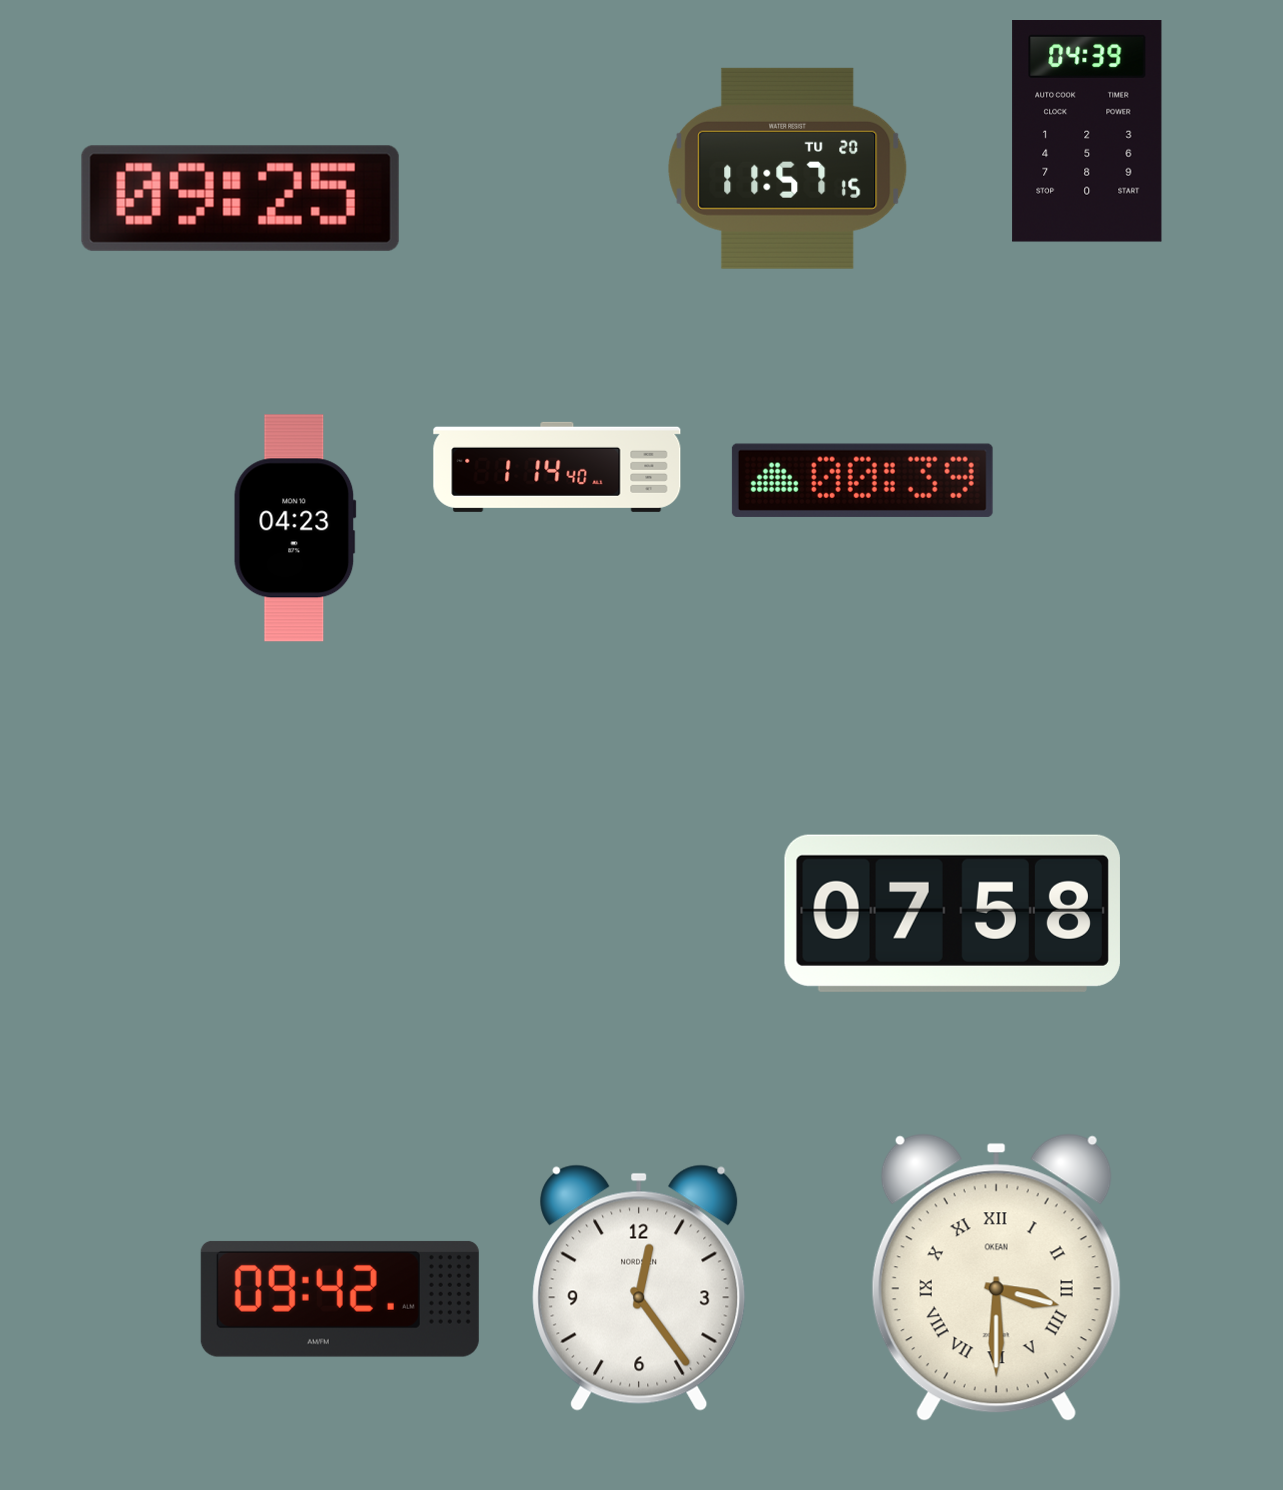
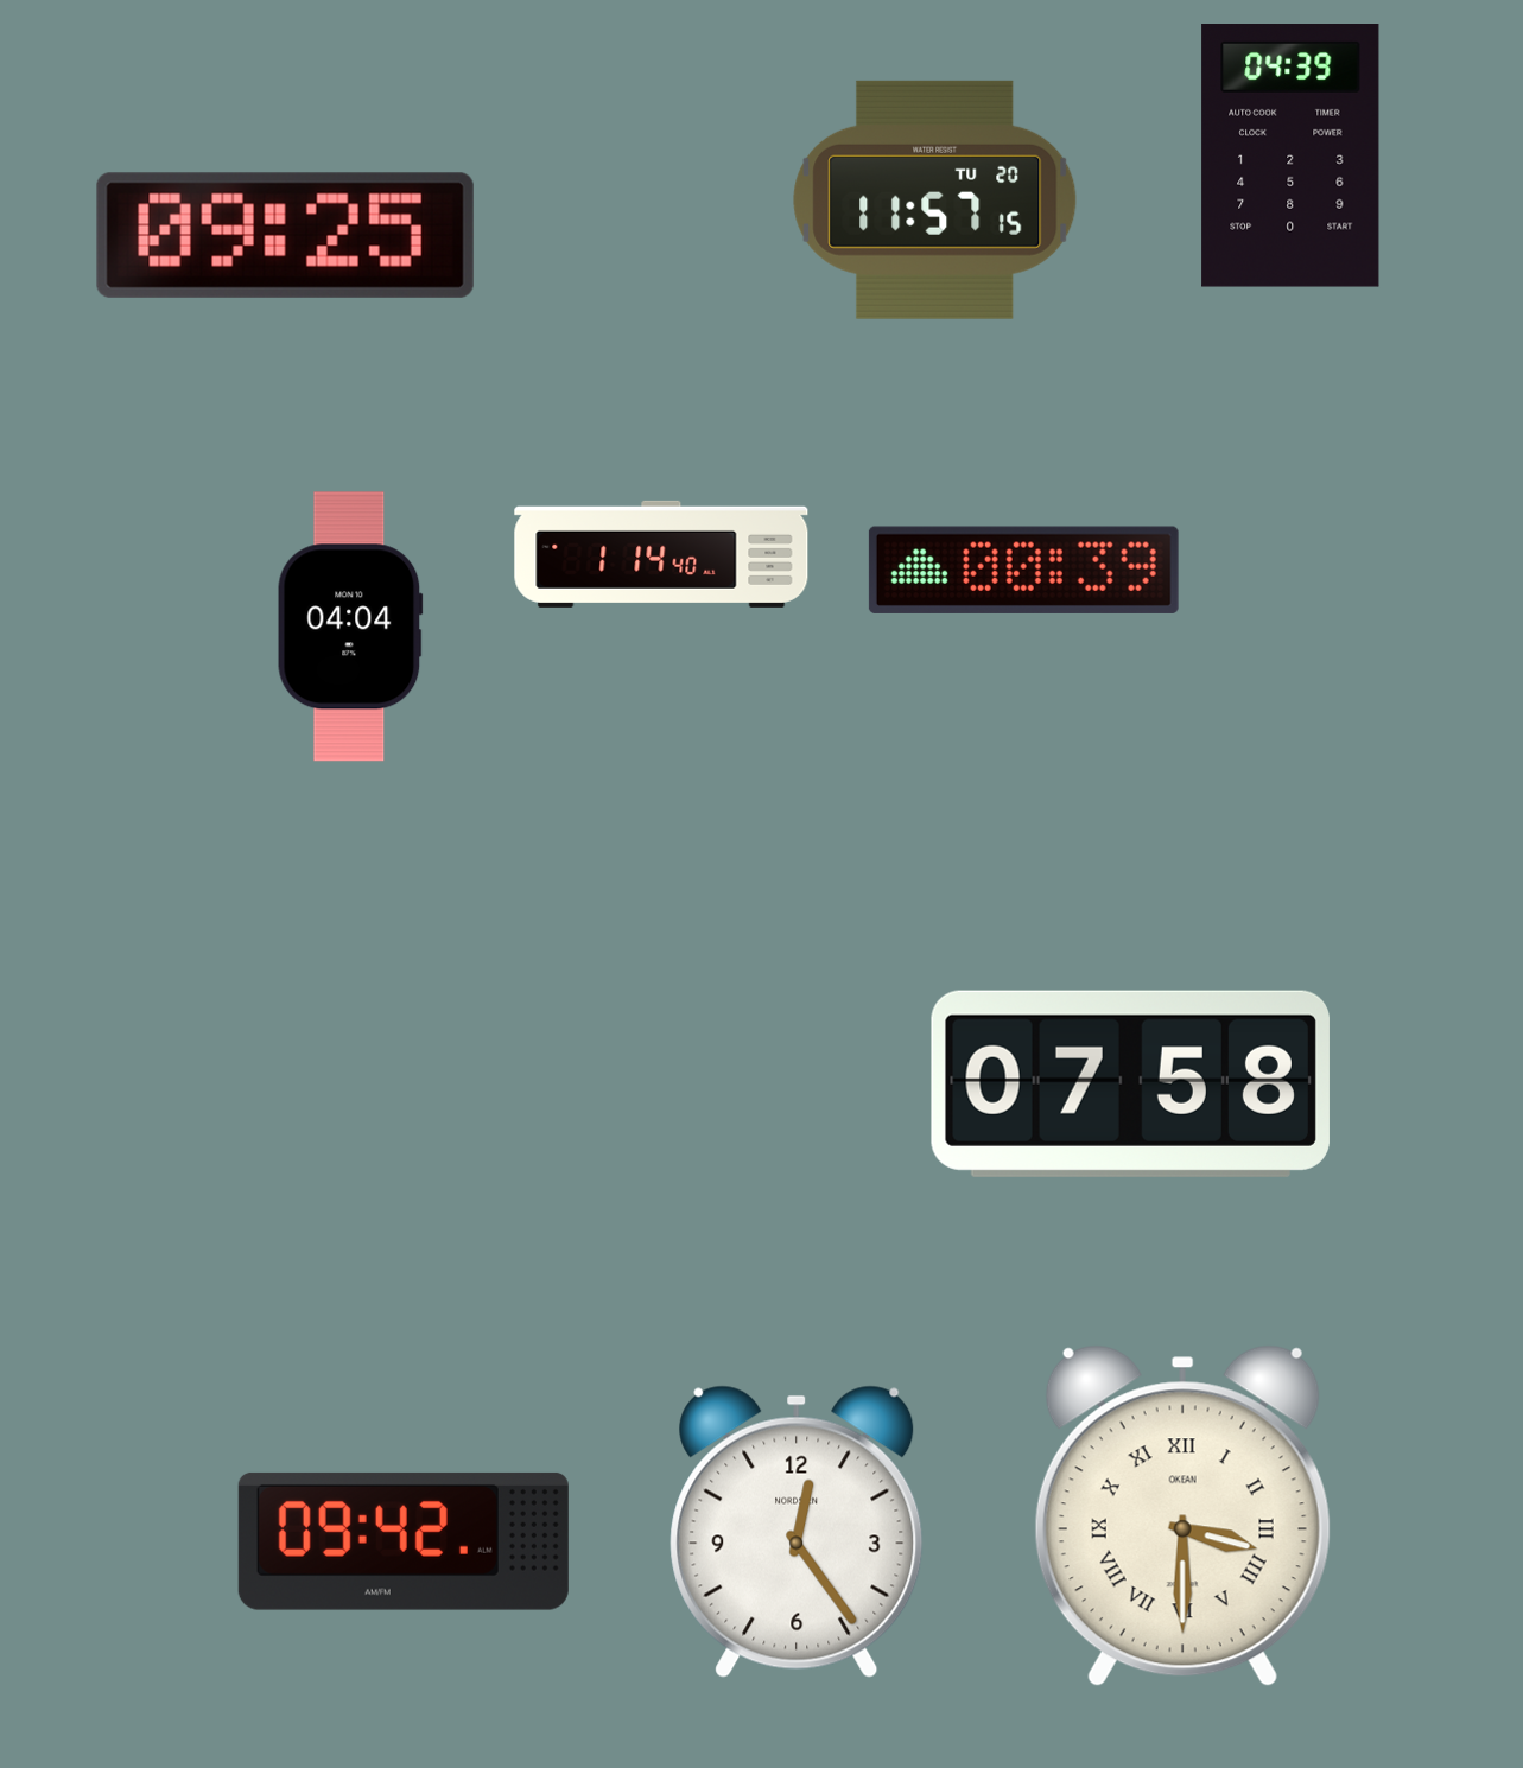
clock at (295, 528): 04:23 -> 04:04
clock at (639, 1288) position: (639, 1288) -> (797, 1532)
